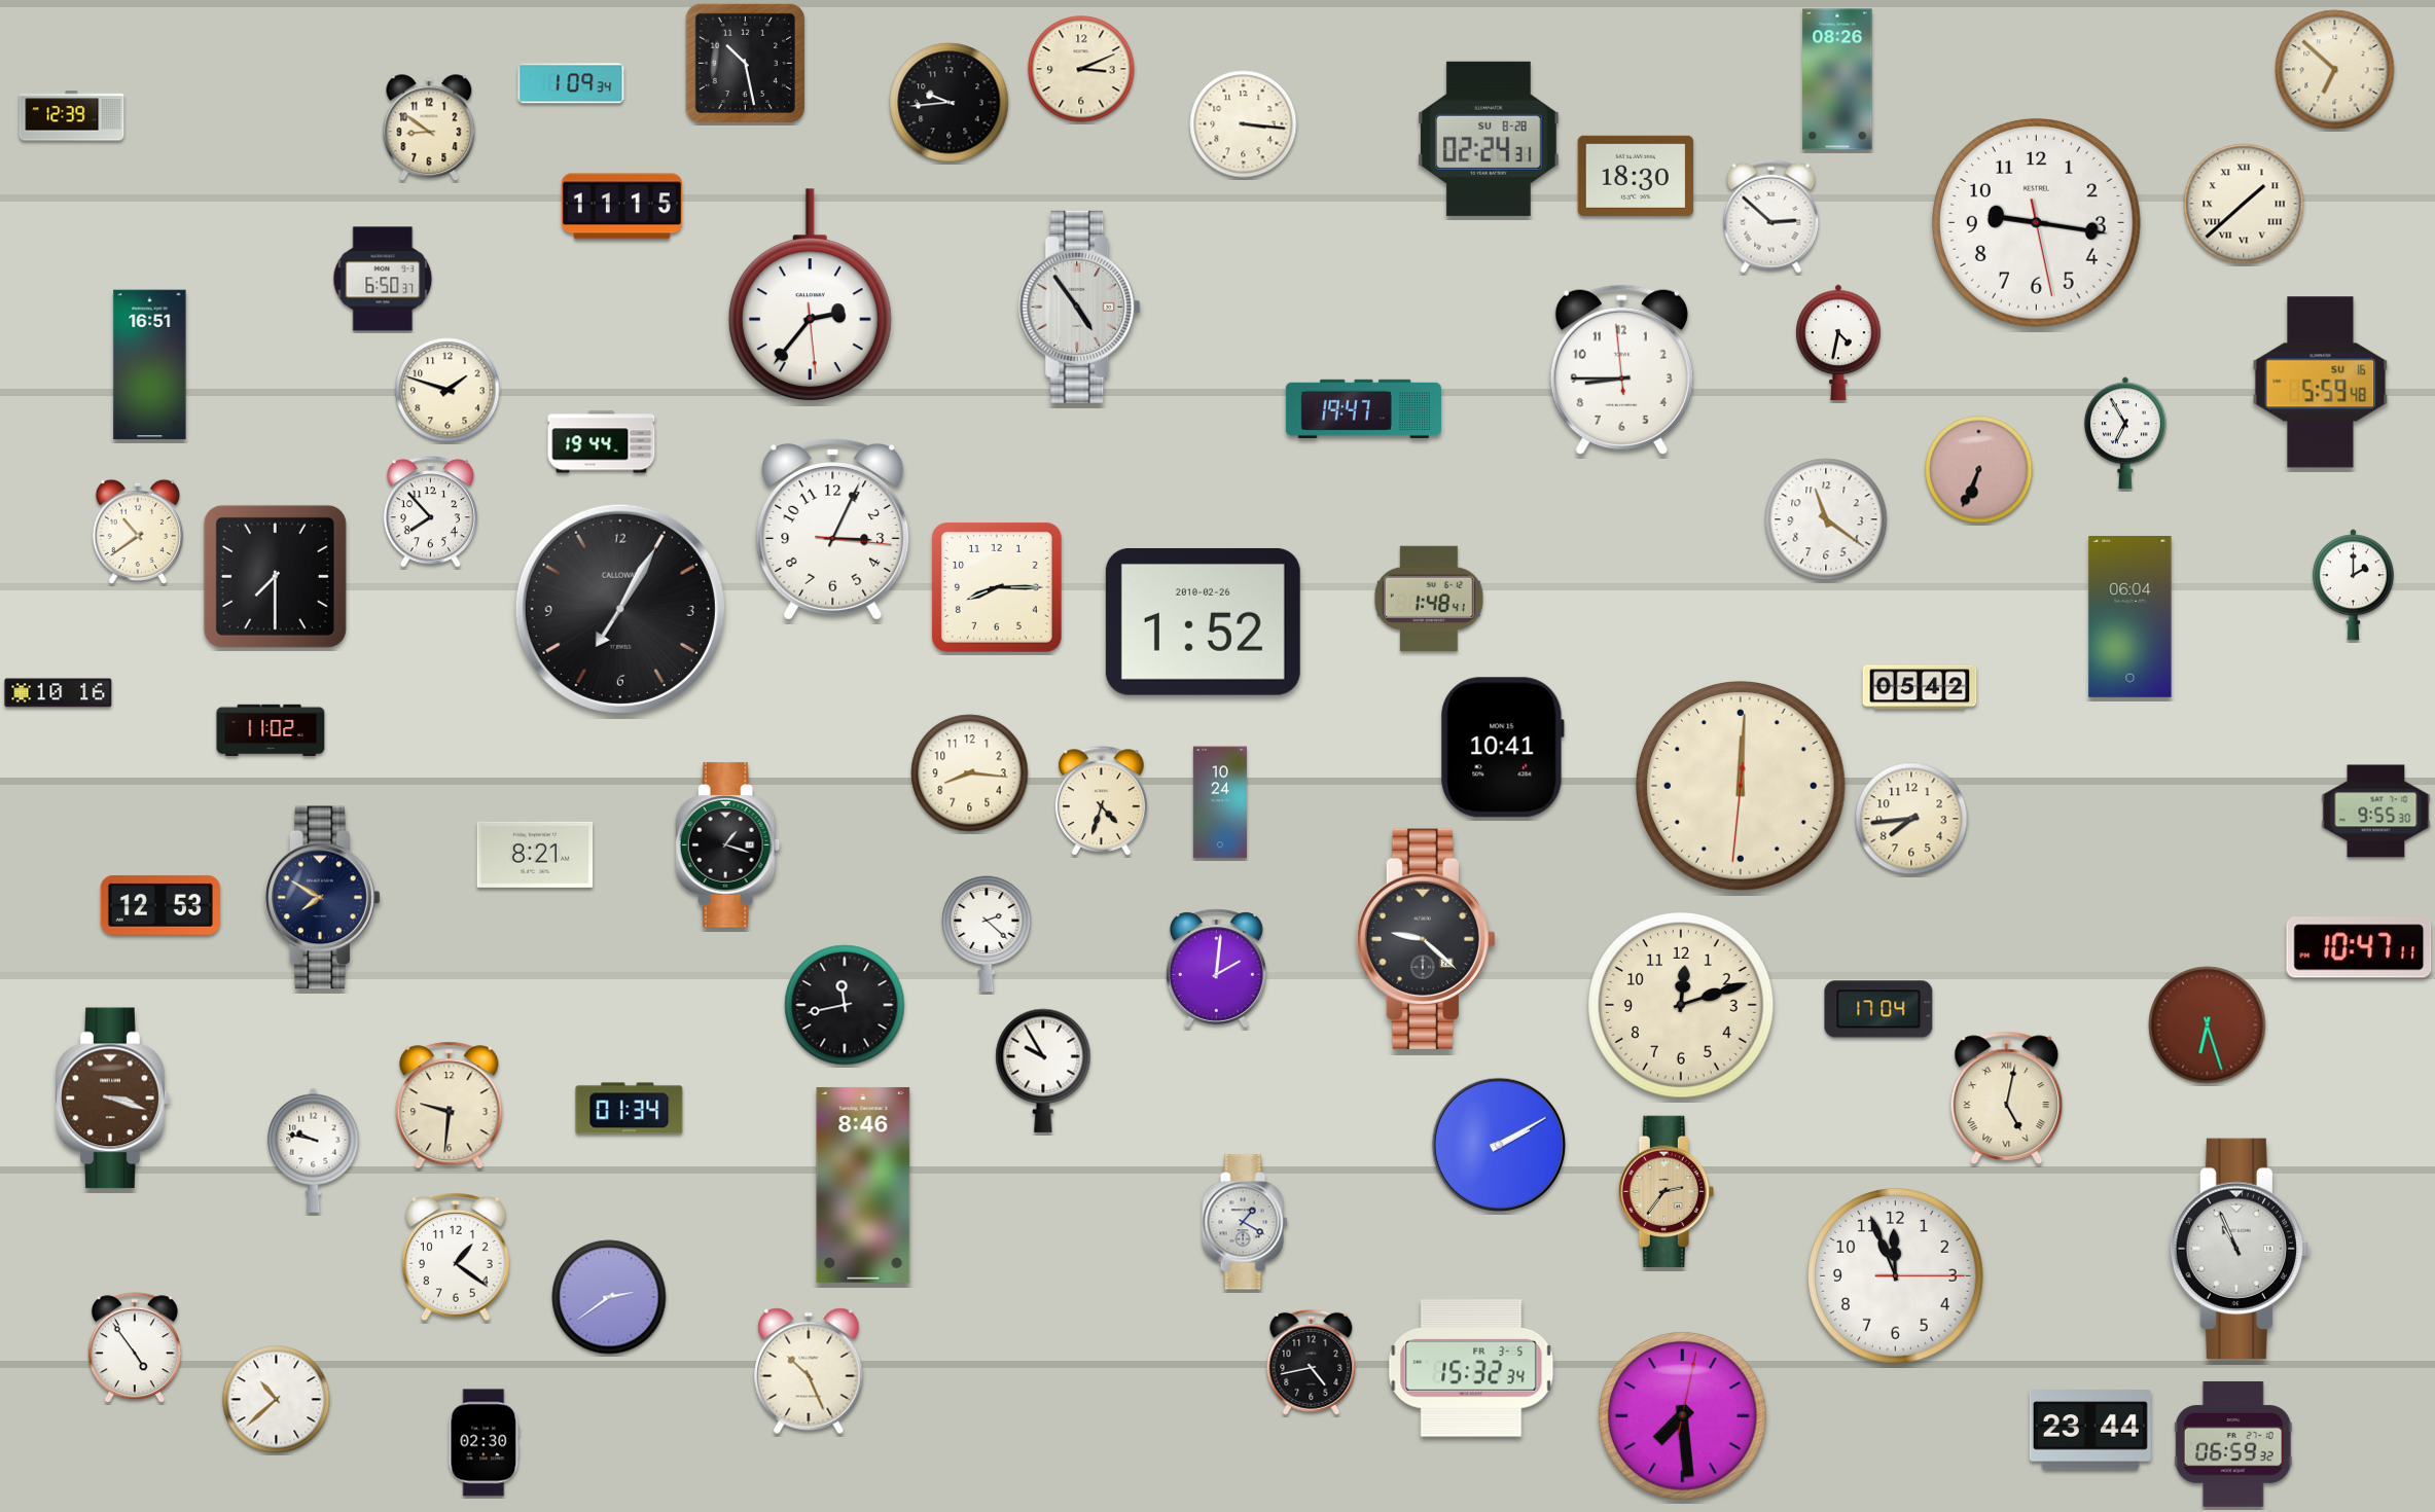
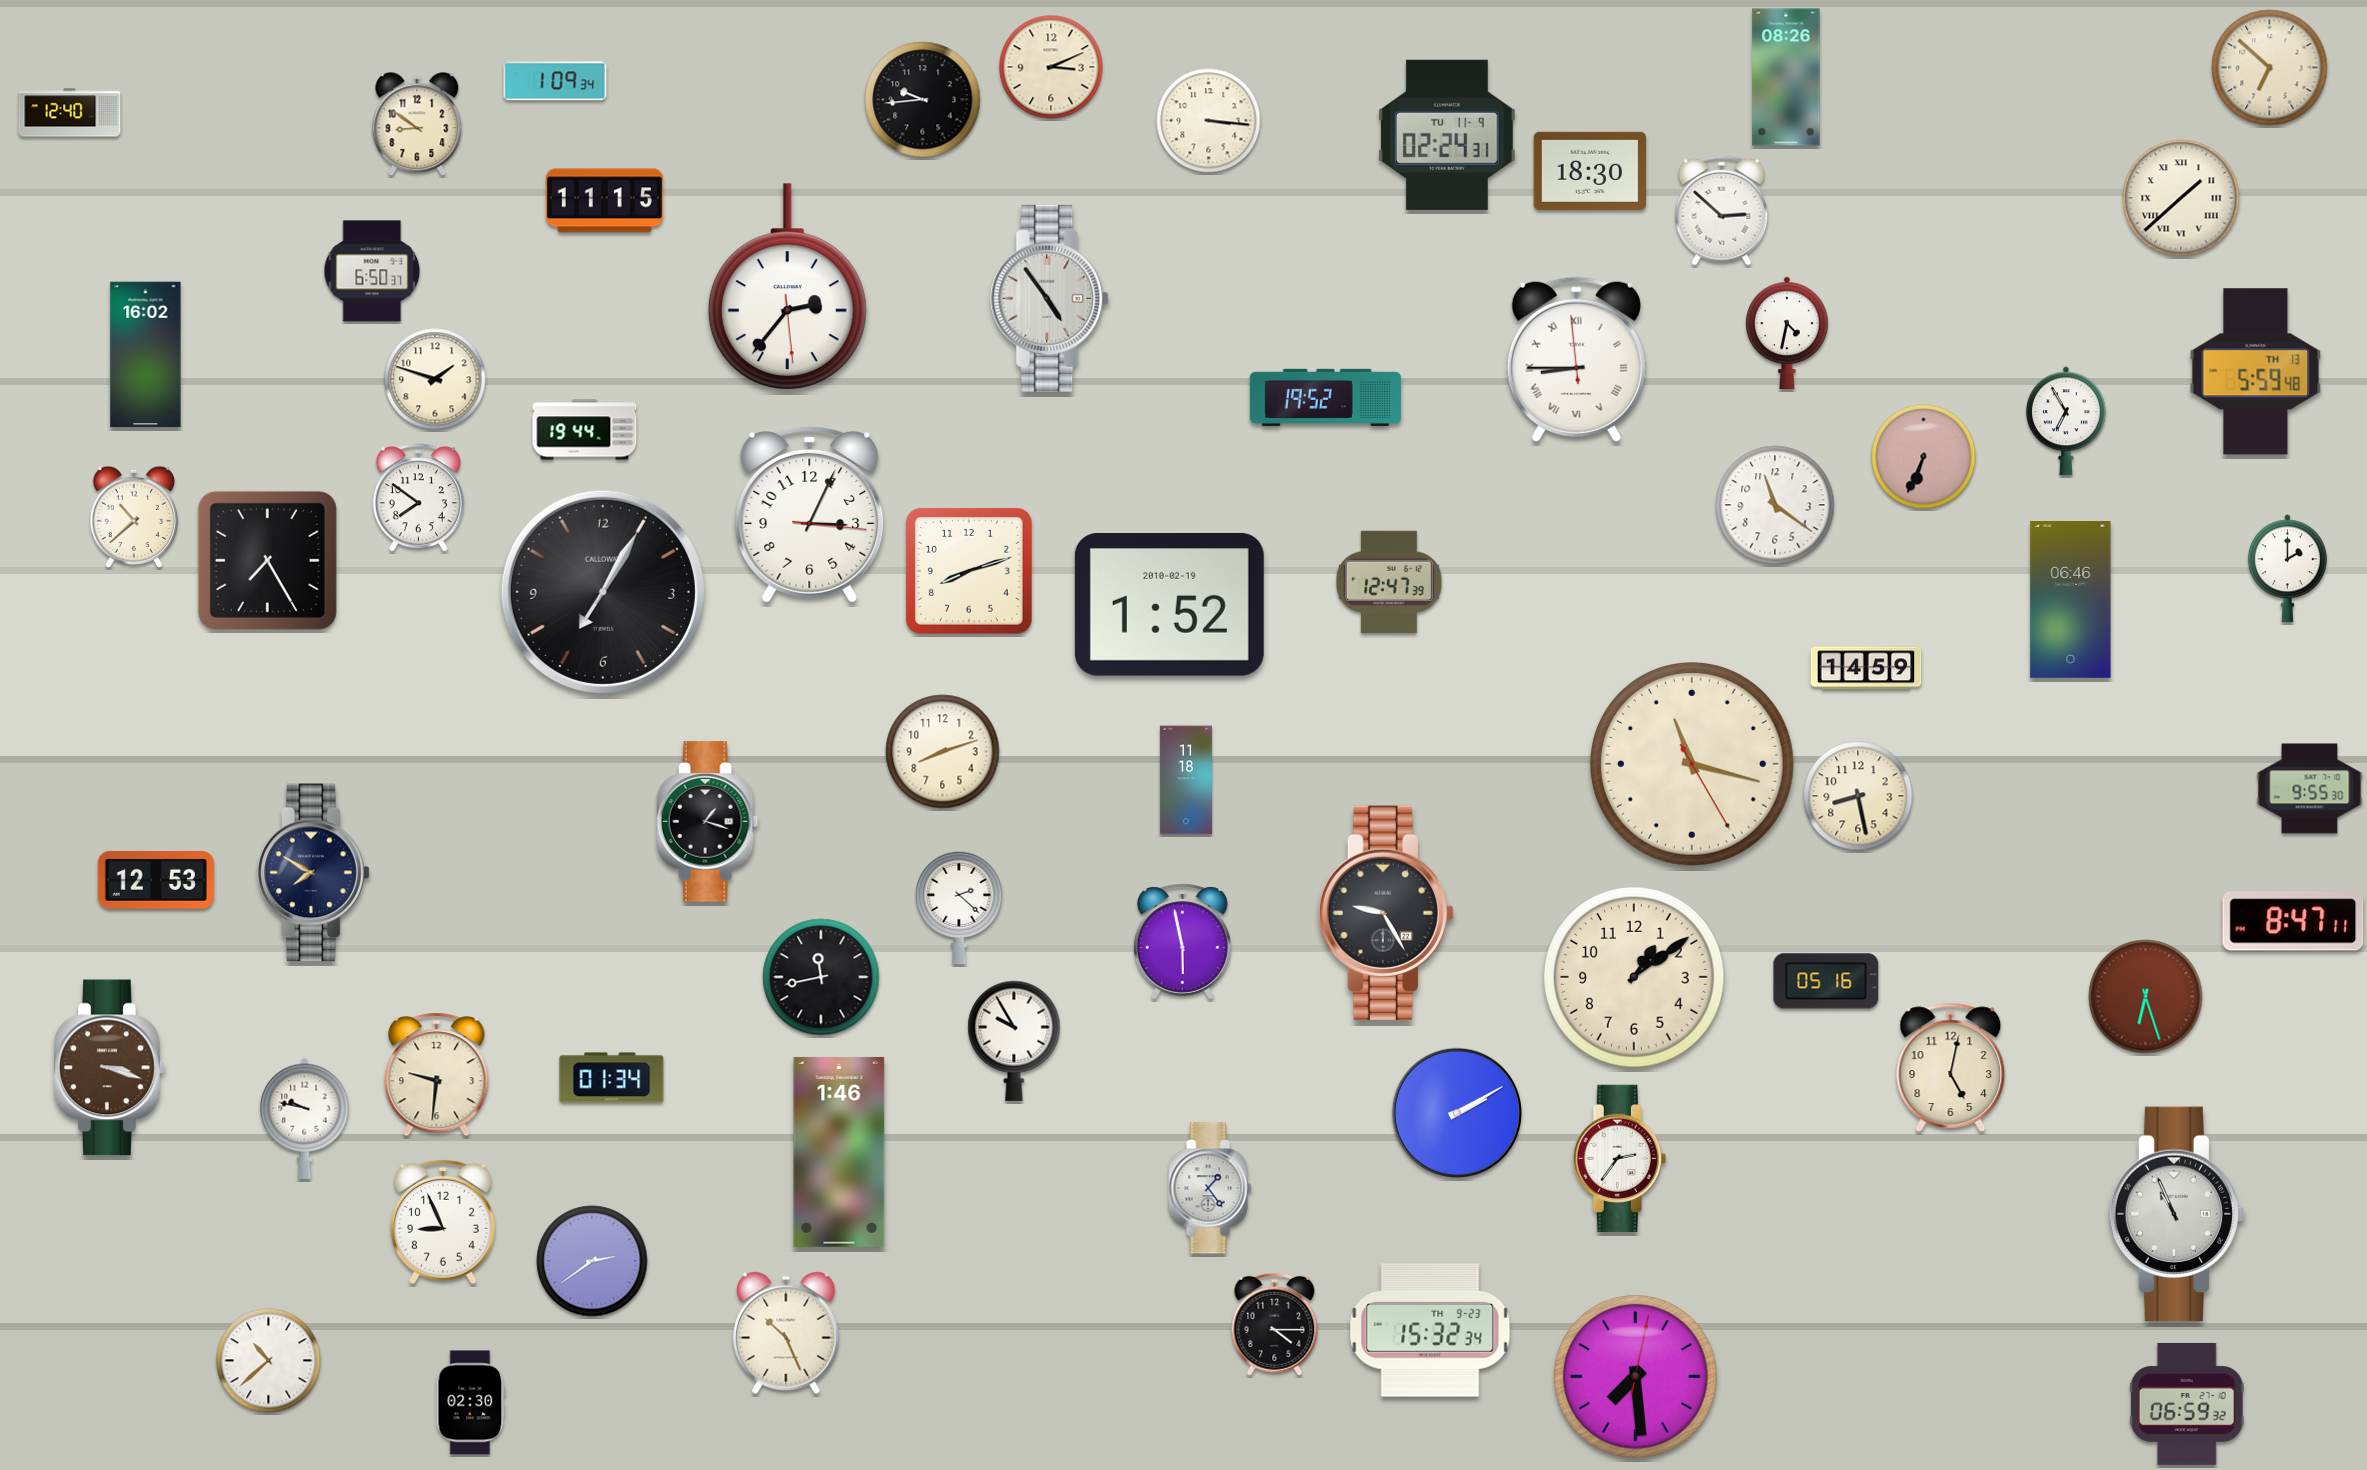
clock at (745, 63): 10:28 -> none
clock at (72, 116): 12:39 -> 12:40
clock at (1489, 139) date: SU 8-28 -> TU 11-9
clock at (2036, 222): 9:16 -> none
clock at (150, 365): 16:51 -> 16:02
clock at (1621, 369) numerals: Arabic -> Roman
clock at (2321, 383) date: SU 16 -> TH 13
clock at (1363, 408): 19:47 -> 19:52
clock at (430, 512): 7:53 -> 7:51
clock at (138, 531): 10:39 -> 10:38
clock at (275, 576): 7:30 -> 7:25
clock at (997, 587): 8:15 -> 8:12
clock at (1429, 599): 1:48 -> 12:47
clock at (2130, 617): 06:04 -> 06:46
clock at (1203, 621) date: 2010-02-26 -> 2010-02-19
clock at (1920, 687): 05:42 -> 14:59
clock at (59, 693): 10:16 -> none
clock at (271, 729): 11:02 -> none
clock at (1502, 748): 10:41 -> none
clock at (970, 773): 8:16 -> 8:12
clock at (1741, 786): 12:00 -> 11:17
clock at (1101, 801): 4:33 -> none
clock at (1220, 802): 10:24 -> 11:18
clock at (1911, 819): 7:44 -> 8:28
clock at (535, 855): 8:21 -> none
clock at (1426, 939): 9:22 -> 9:25
clock at (2359, 947): 10:47 -> 8:47
clock at (1216, 969): 2:01 -> 5:58
clock at (1681, 1005): 12:12 -> 1:09
clock at (1878, 1009): 17:04 -> 05:16
clock at (2007, 1097) numerals: Roman -> Arabic
clock at (863, 1185): 8:46 -> 1:46
clock at (1666, 1191) dial: champagne -> white
clock at (1245, 1222): 1:20 -> 1:24
clock at (457, 1257): 1:21 -> 8:56
clock at (1896, 1276): 11:56 -> none
clock at (135, 1348): 4:54 -> none
clock at (1312, 1362): 4:43 -> 4:15
clock at (1471, 1368) date: FR 3-5 -> TH 9-23
clock at (2090, 1430): 23:44 -> none
clock at (2233, 1444) position: (2233, 1444) -> (2187, 1404)
